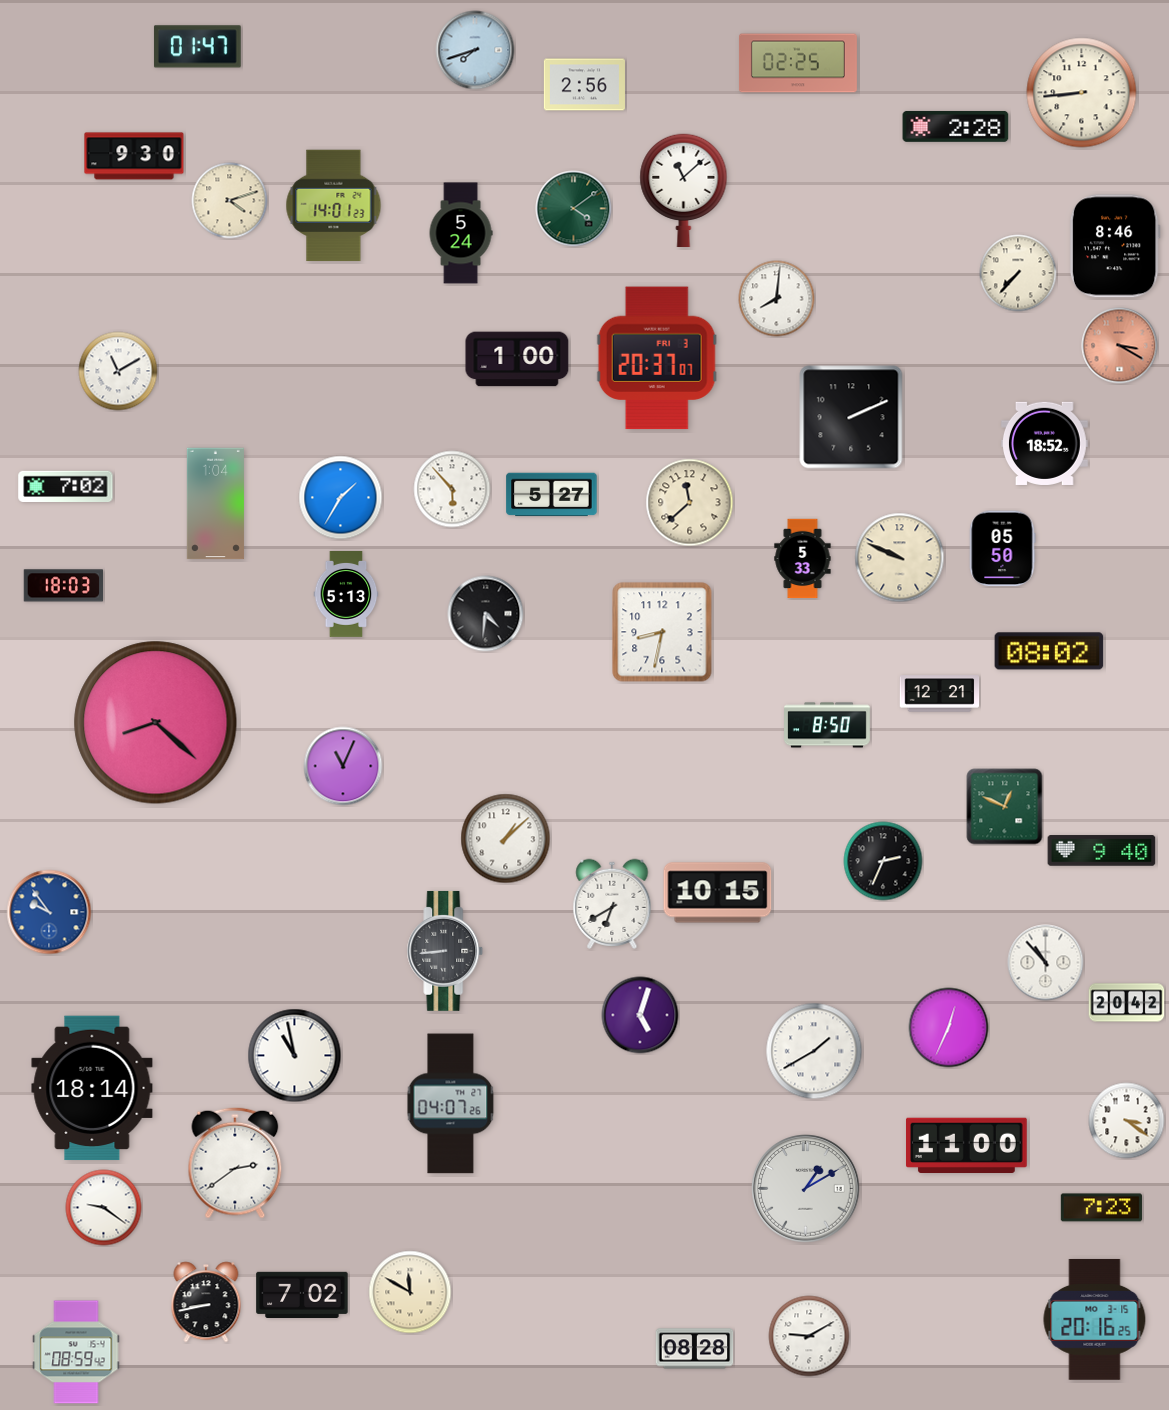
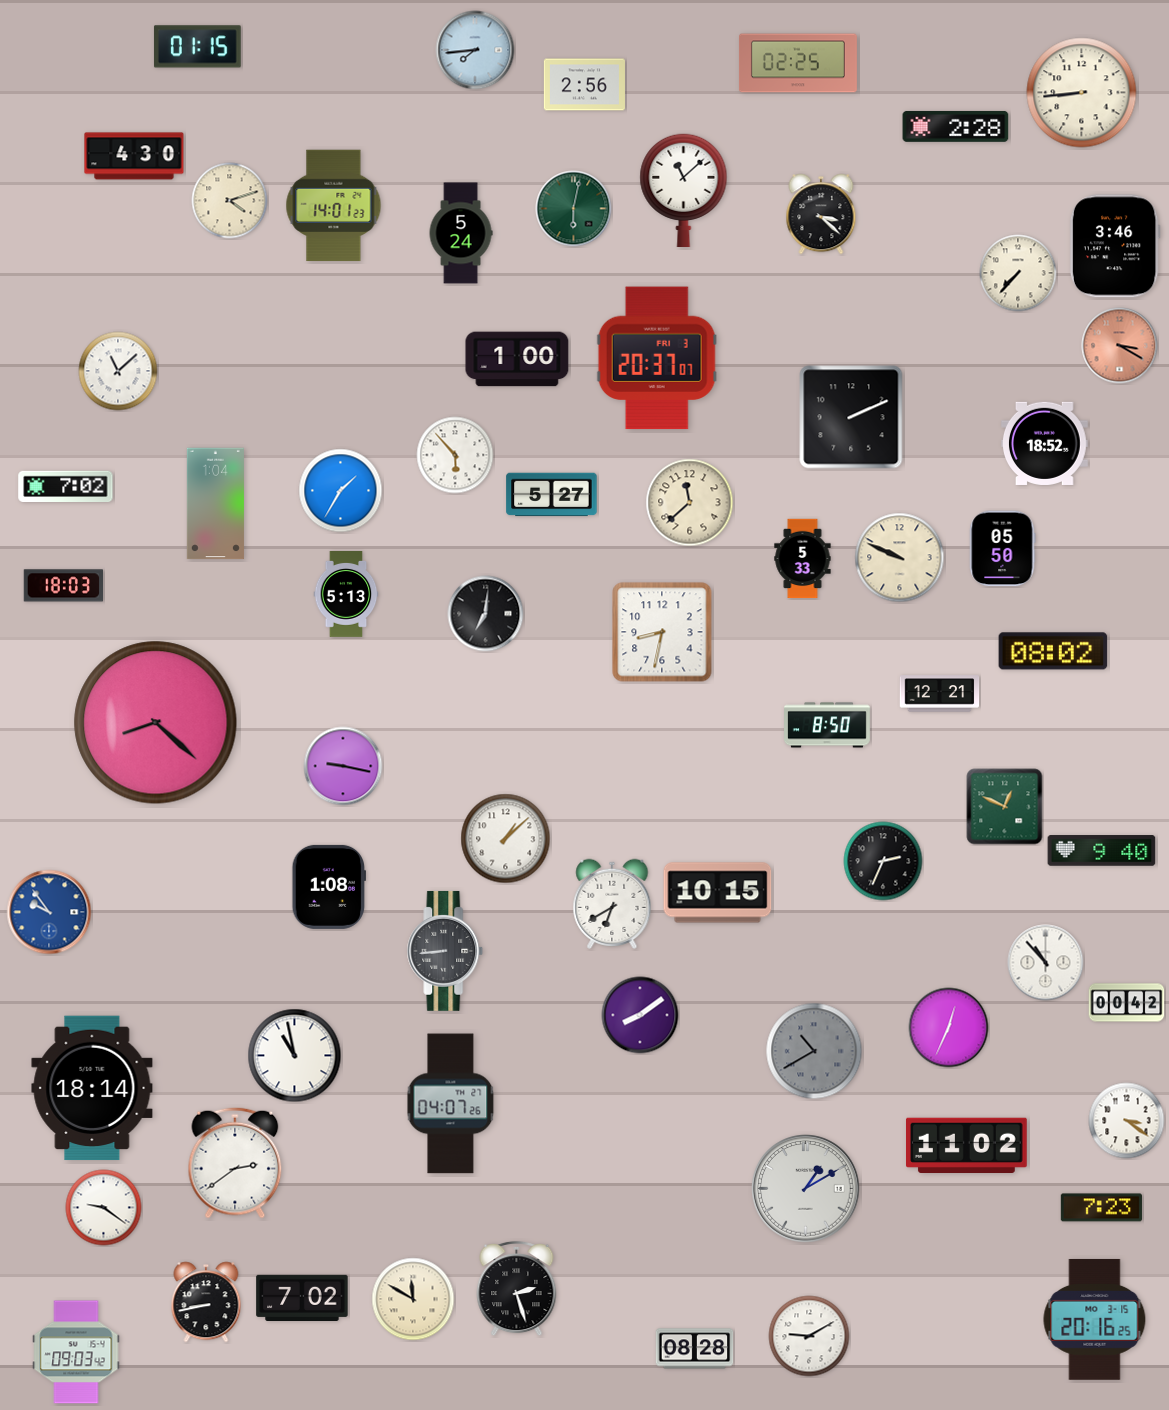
clock at (197, 47): 01:47 -> 01:15
clock at (475, 50): 7:42 -> 7:44
clock at (134, 156): 9:30 -> 4:30
clock at (574, 209): 4:09 -> 6:02
clock at (821, 214): none -> 3:22
clock at (1115, 246): 8:46 -> 3:46
clock at (777, 299): 8:01 -> none
clock at (118, 371): 11:10 -> 11:08
clock at (452, 489) position: (452, 489) -> (455, 455)
clock at (341, 498) position: (341, 498) -> (341, 491)
clock at (486, 614): 4:31 -> 7:01
clock at (1049, 651) position: (1049, 651) -> (1053, 651)
clock at (343, 766): 11:04 -> 9:17
clock at (328, 887): none -> 1:08
clock at (1127, 1003): 20:42 -> 00:42
clock at (640, 1015): 5:03 -> 8:09
clock at (814, 1051): 1:40 -> 10:40
clock at (814, 1051) dial: white -> grey
clock at (967, 1145): 11:00 -> 11:02
clock at (517, 1289): none -> 2:27
clock at (410, 1292) position: (410, 1292) -> (413, 1299)
clock at (302, 1294) position: (302, 1294) -> (302, 1297)
clock at (76, 1352): 08:59 -> 09:03
